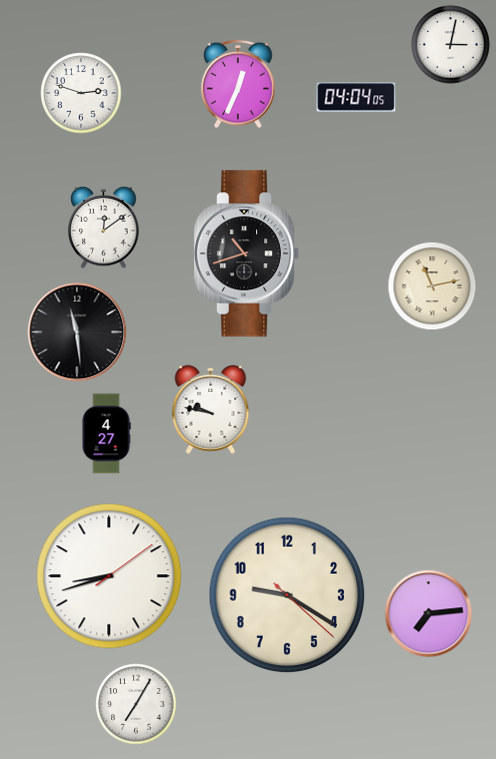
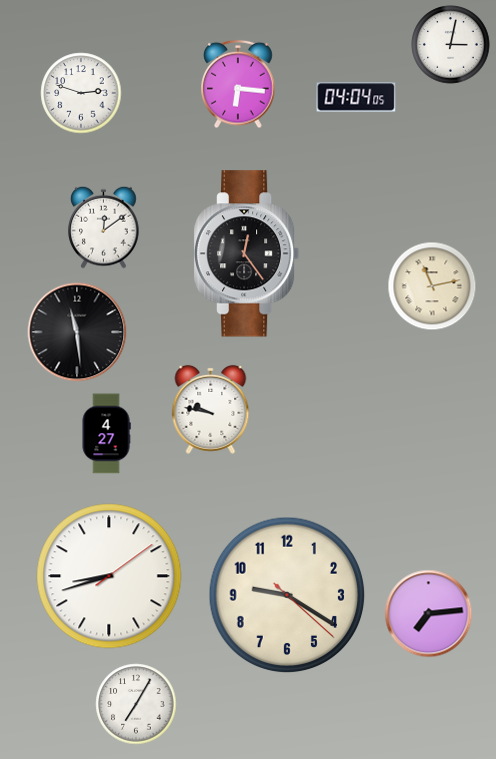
clock at (238, 84): 12:34 -> 6:16
clock at (247, 254): 10:42 -> 12:24
